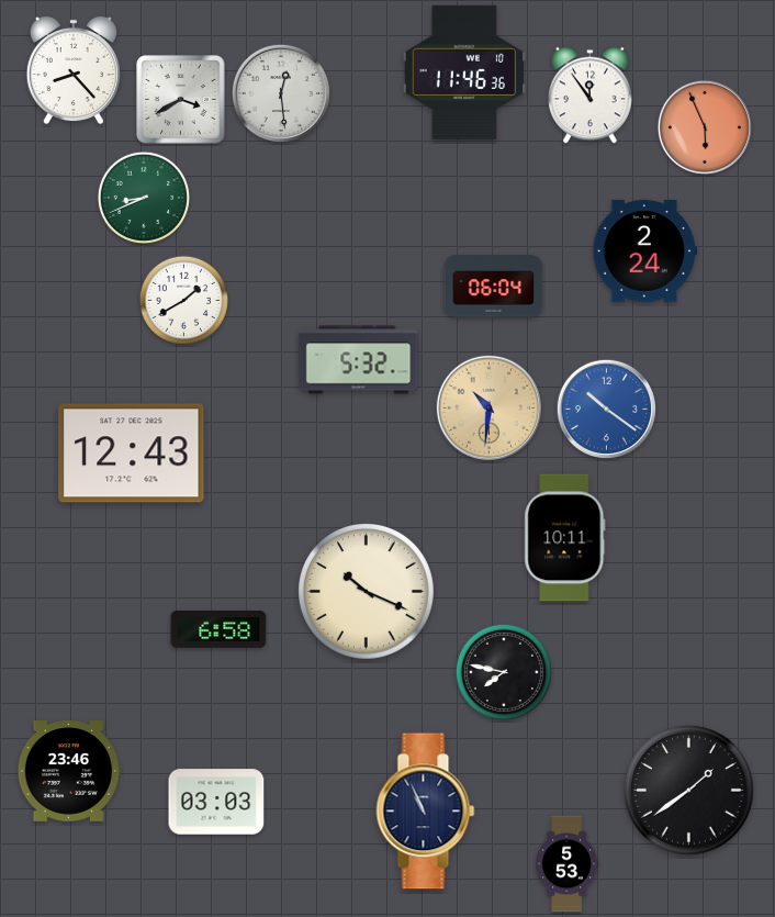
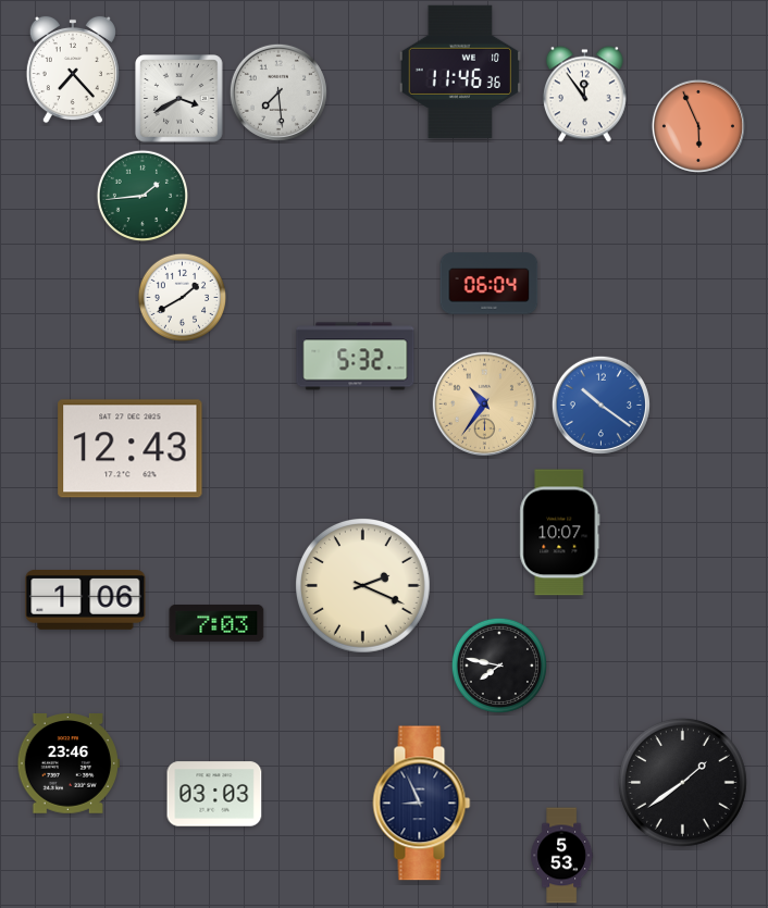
clock at (74, 70): 8:23 -> 7:23
clock at (281, 93): 12:29 -> 7:29
clock at (143, 197): 8:41 -> 1:44
clock at (644, 251): 2:24 -> none
clock at (488, 407): 10:31 -> 10:36
clock at (565, 538): 10:11 -> 10:07
clock at (367, 592): 10:19 -> 2:19
clock at (86, 600): none -> 1:06
clock at (218, 630): 6:58 -> 7:03
clock at (426, 812): 10:56 -> 8:56
